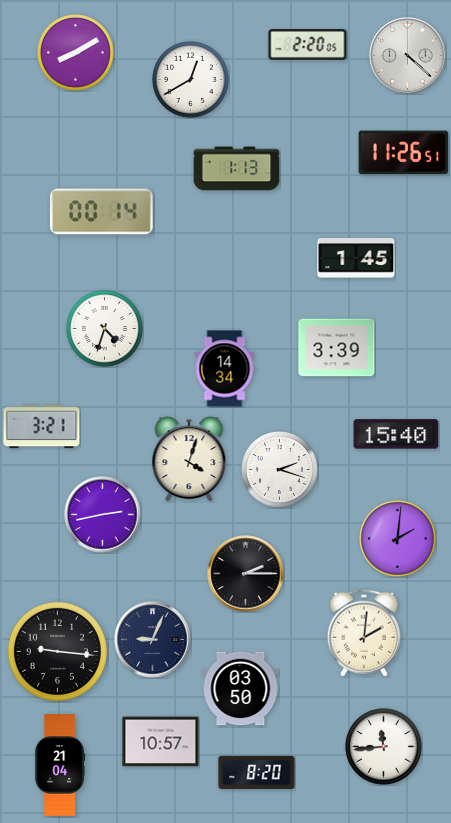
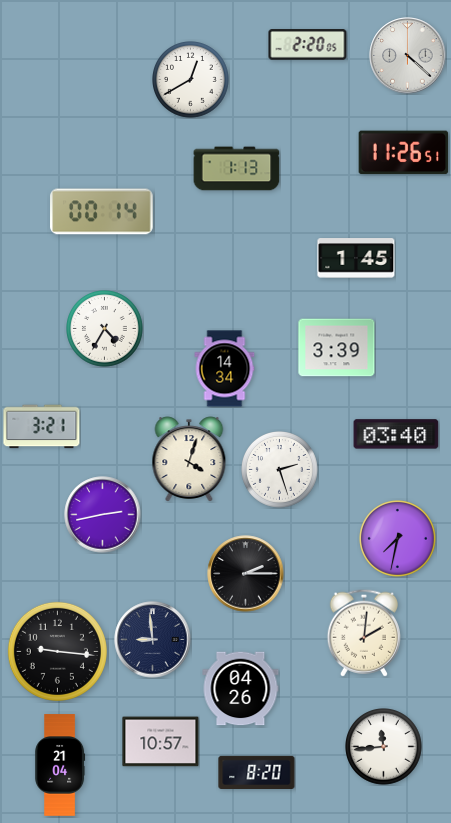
clock at (76, 53): 8:10 -> none
clock at (105, 329): 4:33 -> 4:35
clock at (396, 434): 15:40 -> 03:40
clock at (280, 470): 2:18 -> 2:27
clock at (398, 539): 2:01 -> 7:32
clock at (153, 640): 9:04 -> 8:59
clock at (241, 689): 03:50 -> 04:26
